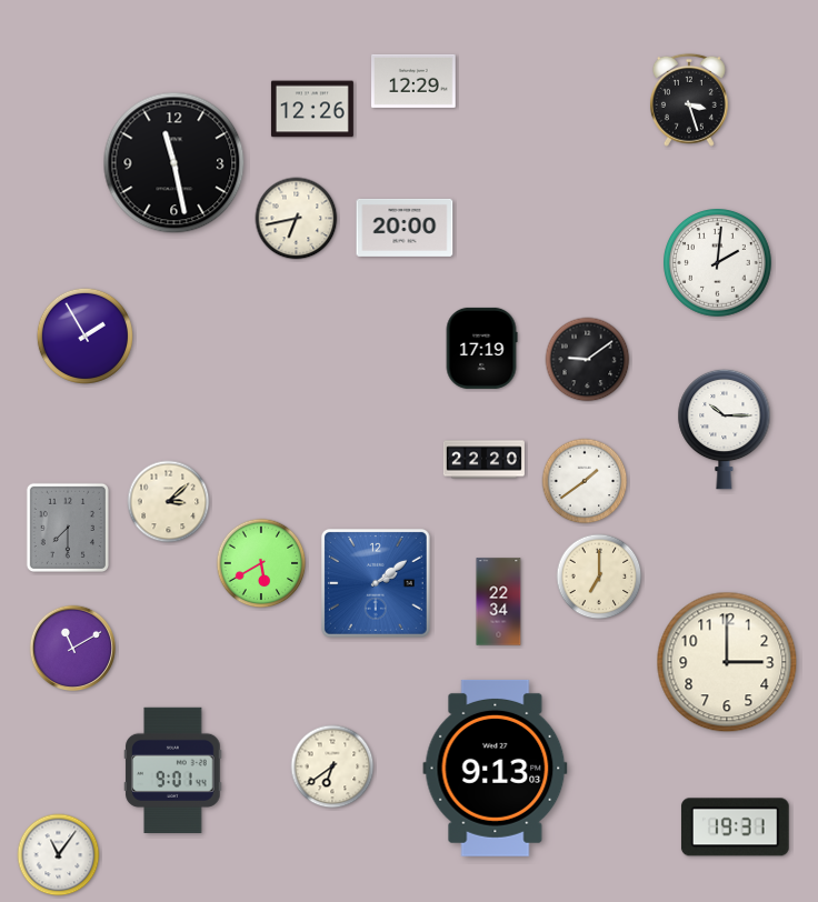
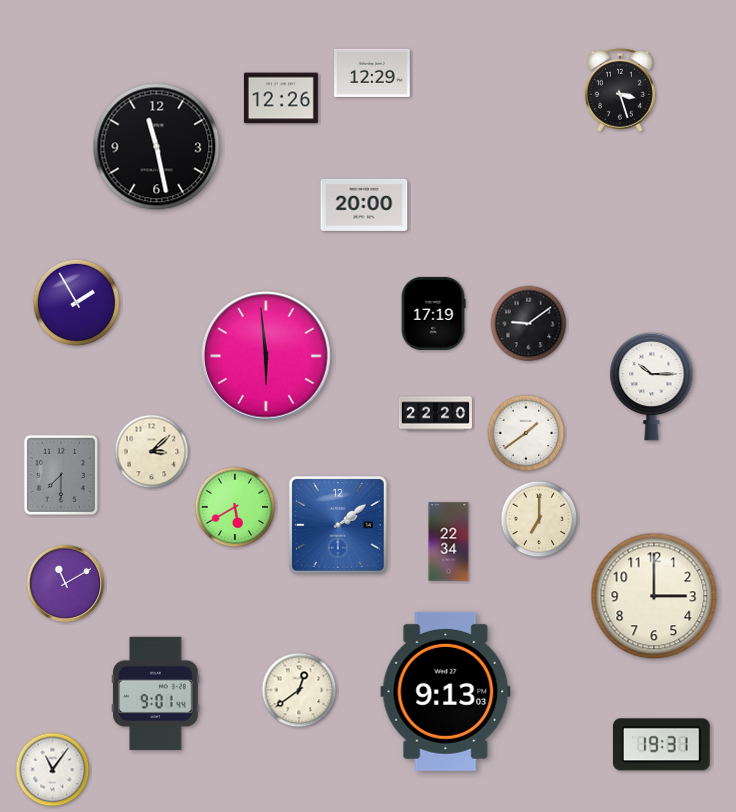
clock at (297, 219): 6:43 -> none
clock at (718, 263): 2:01 -> none
clock at (266, 356): none -> 5:59
clock at (332, 766): 6:39 -> 12:39
